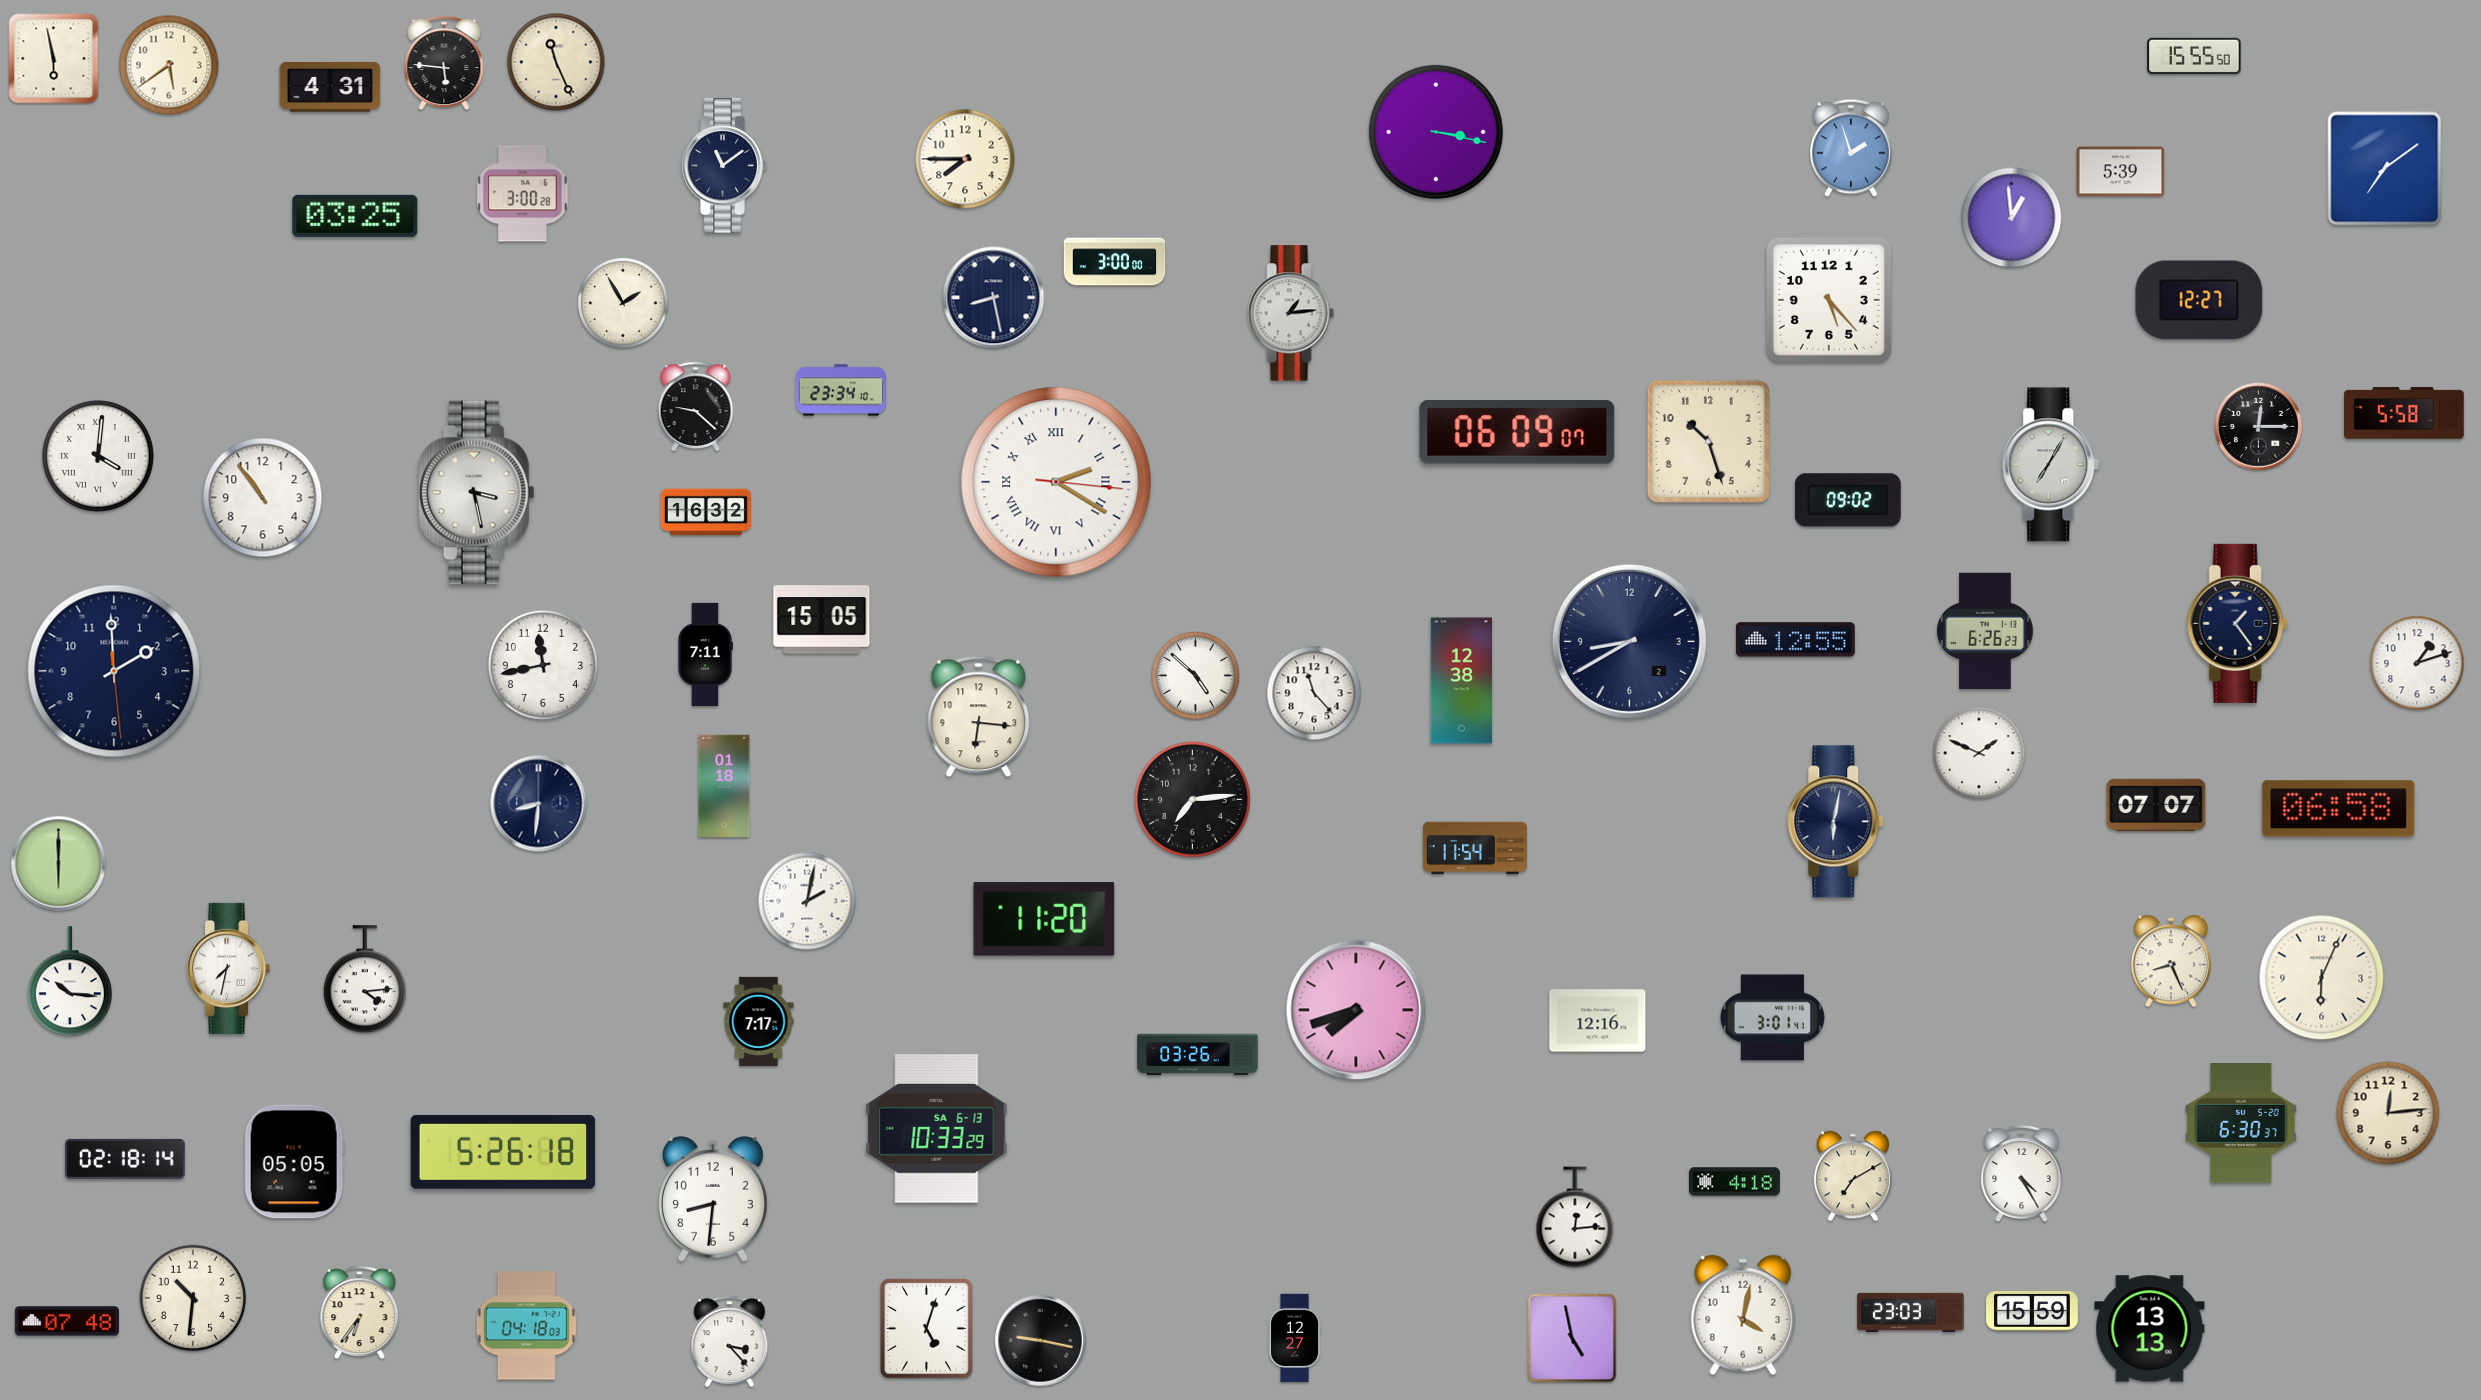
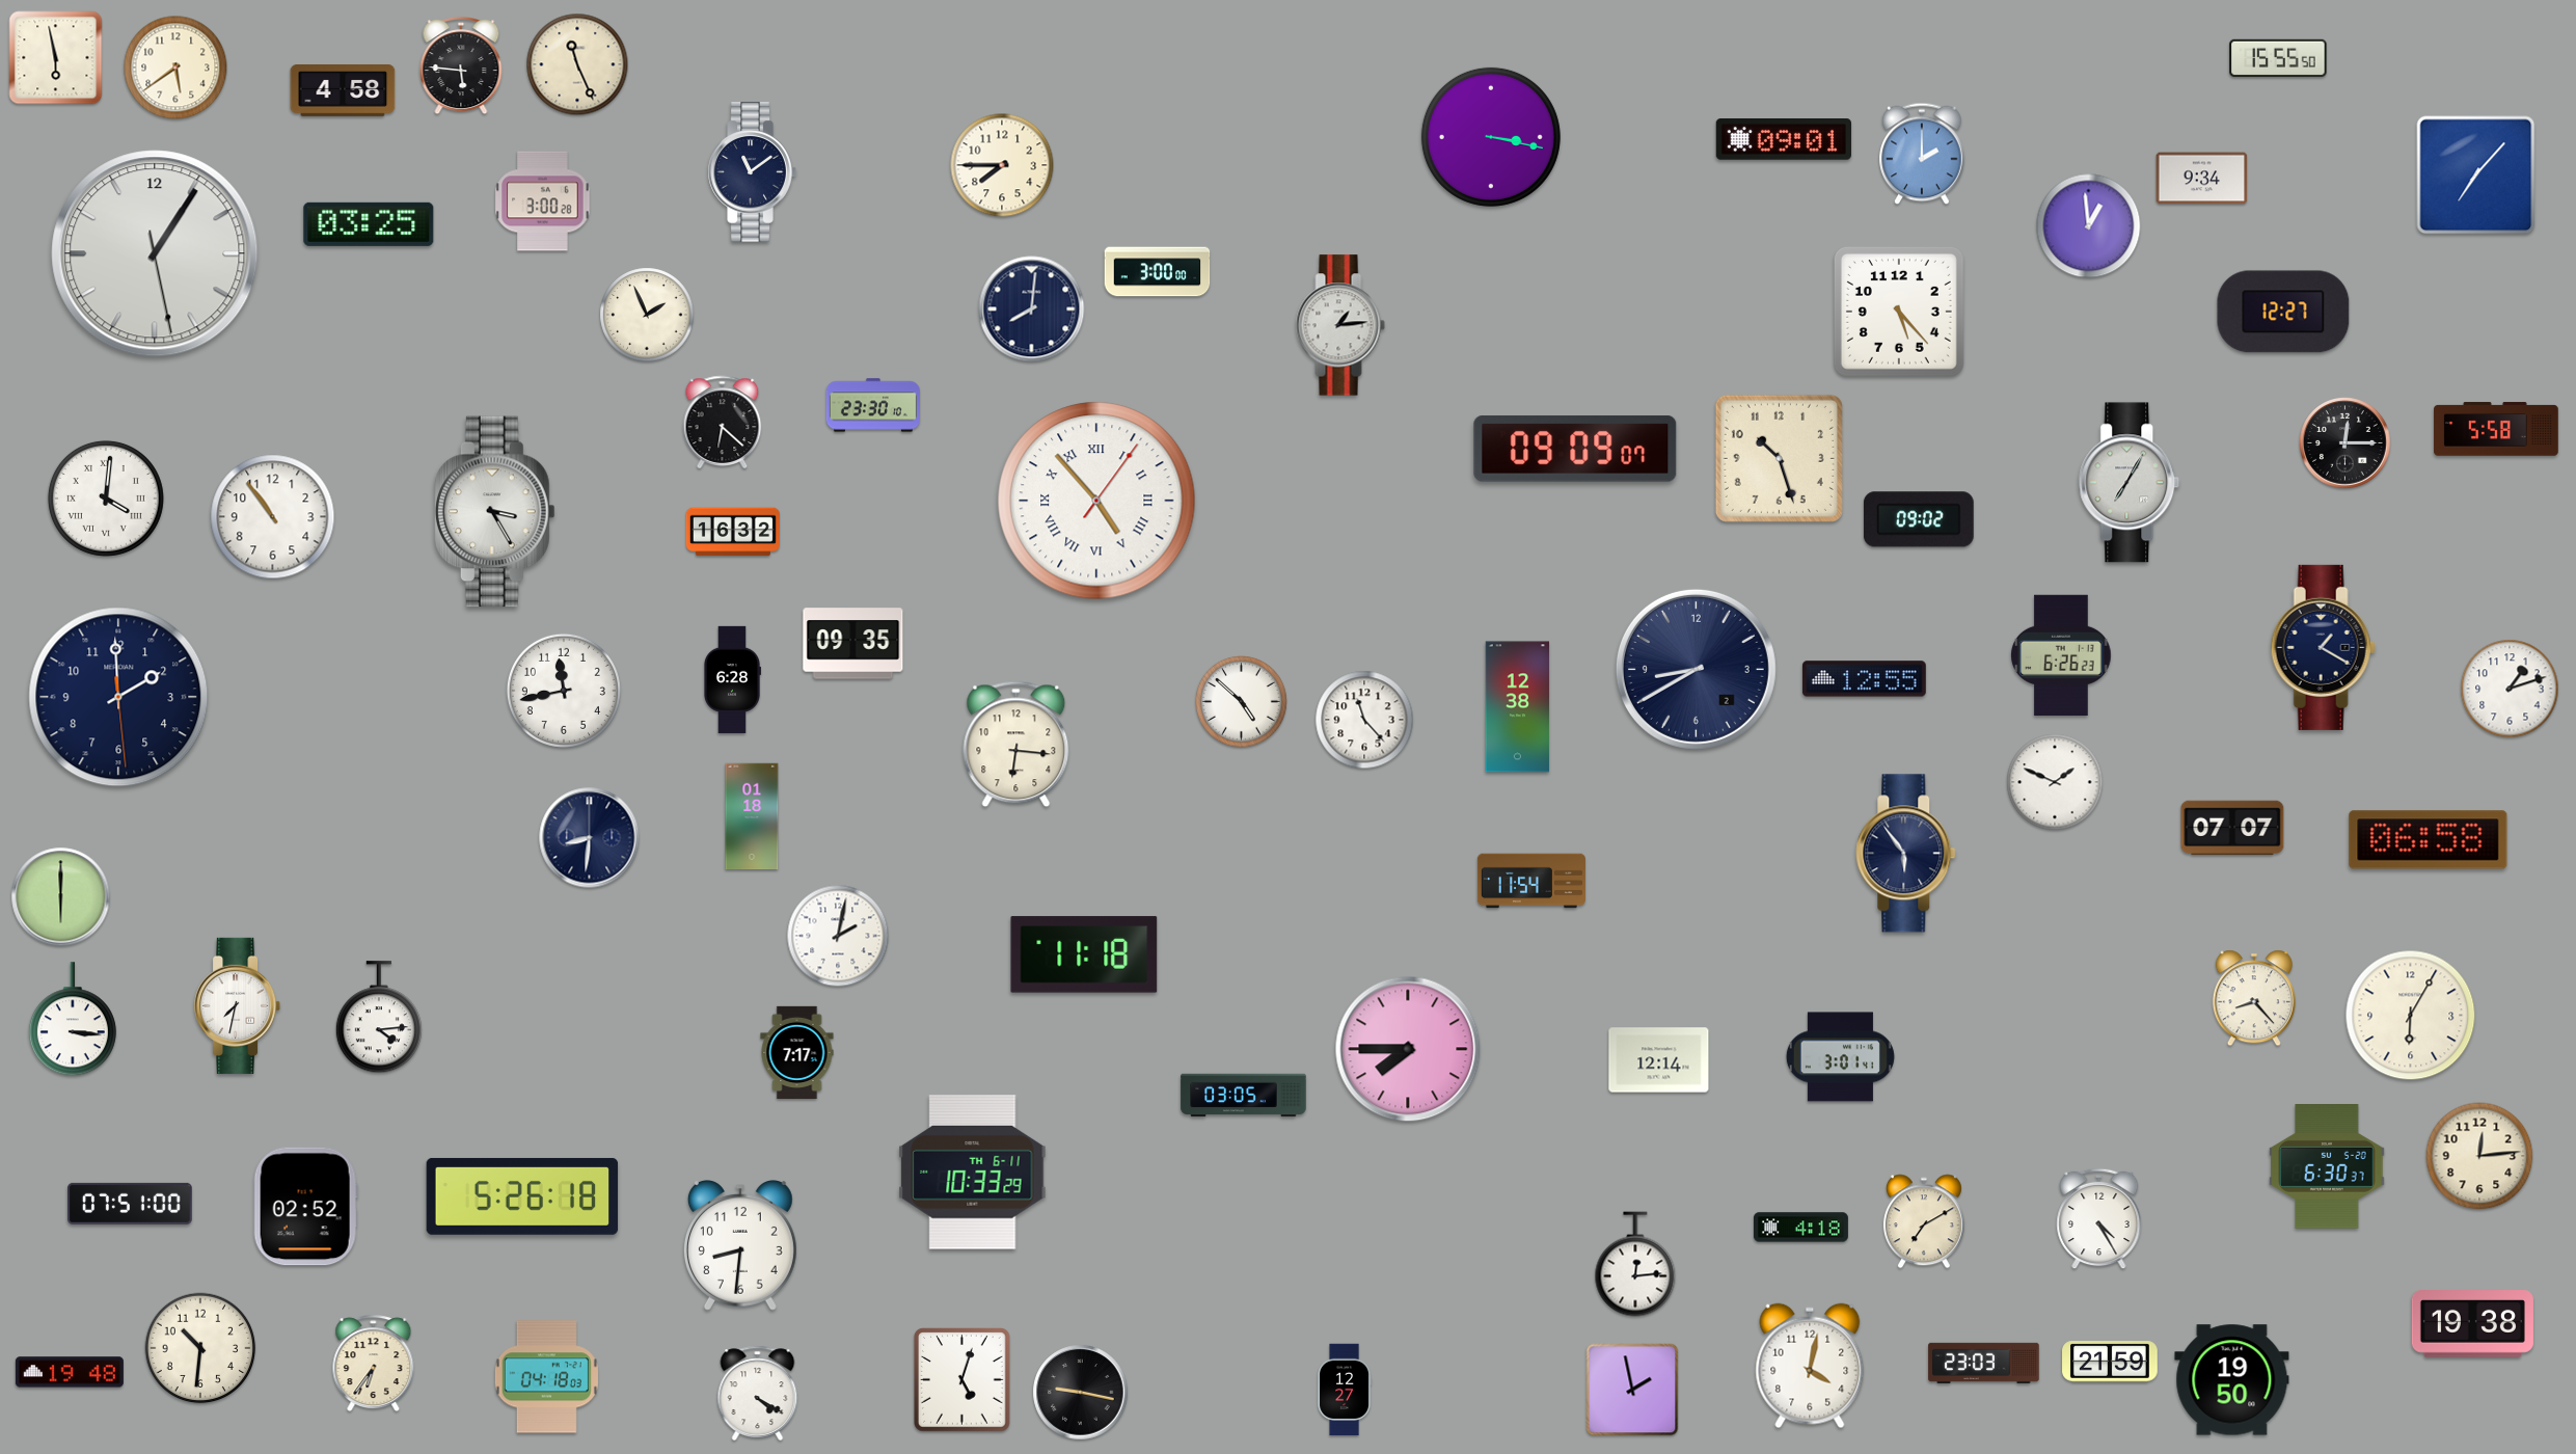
clock at (54, 59) position: (54, 59) -> (56, 58)
clock at (330, 88): 4:31 -> 4:58
clock at (1784, 139): none -> 09:01
clock at (1851, 148): 1:57 -> 2:00
clock at (2385, 169): 7:09 -> 7:07
clock at (2121, 172): 5:39 -> 9:34
clock at (155, 253): none -> 1:05
clock at (994, 298): 8:28 -> 8:01
clock at (623, 303): 1:55 -> 1:56
clock at (841, 390): 23:34 -> 23:30
clock at (696, 406): 9:22 -> 6:22
clock at (1517, 432): 06:09 -> 09:09
clock at (1708, 441) position: (1708, 441) -> (1779, 458)
clock at (98, 456) position: (98, 456) -> (106, 499)
clock at (1056, 482): 2:20 -> 4:53
clock at (476, 493): 3:28 -> 3:25
clock at (822, 620): 15:05 -> 09:35
clock at (2237, 623): 1:24 -> 1:20
clock at (1795, 640) position: (1795, 640) -> (1864, 679)
clock at (1629, 641) position: (1629, 641) -> (1696, 669)
clock at (706, 654): 7:11 -> 6:28
clock at (1193, 800): 7:14 -> none
clock at (539, 804) position: (539, 804) -> (590, 838)
clock at (2156, 805) position: (2156, 805) -> (2232, 828)
clock at (1836, 822): 6:02 -> 5:54
clock at (1044, 919): 11:20 -> 11:18
clock at (2171, 961): 8:26 -> 8:23
clock at (2322, 978): 6:04 -> 6:05
clock at (70, 982): 10:16 -> 3:16
clock at (1356, 1010): 7:42 -> 7:45
clock at (759, 1021) position: (759, 1021) -> (797, 1052)
clock at (1598, 1021): 12:16 -> 12:14
clock at (1198, 1055): 03:26 -> 03:05
clock at (937, 1129) date: SA 6-13 -> TH 6-11
clock at (126, 1159): 02:18 -> 07:51
clock at (294, 1162): 05:05 -> 02:52
clock at (2472, 1324): none -> 19:38
clock at (2032, 1311): 15:59 -> 21:59
clock at (67, 1321): 07:48 -> 19:48
clock at (2150, 1329): 13:13 -> 19:50
clock at (1572, 1338): 4:58 -> 1:58
clock at (730, 1342): 3:23 -> 4:20
